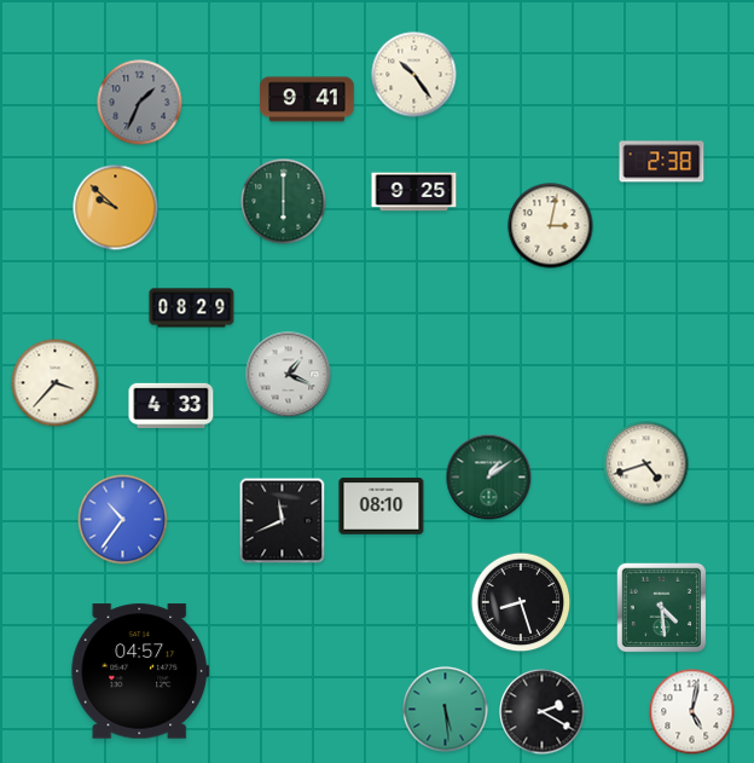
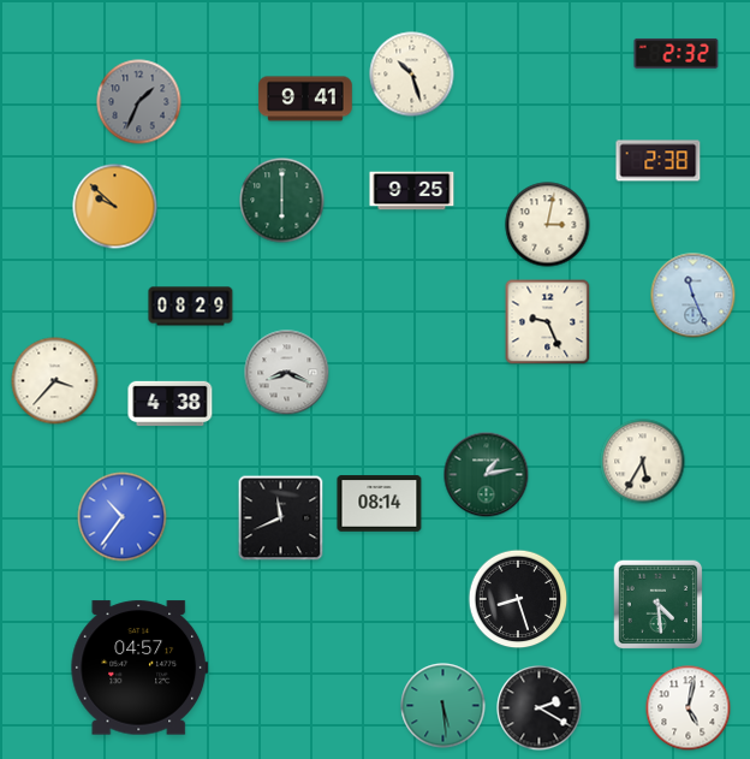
clock at (677, 53): none -> 2:32
clock at (414, 75): 10:24 -> 10:27
clock at (694, 296): none -> 11:26
clock at (548, 322): none -> 9:26
clock at (289, 375): 1:19 -> 8:19
clock at (172, 405): 4:33 -> 4:38
clock at (646, 464): 4:42 -> 5:35
clock at (489, 478): 1:09 -> 1:13
clock at (382, 507): 08:10 -> 08:14
